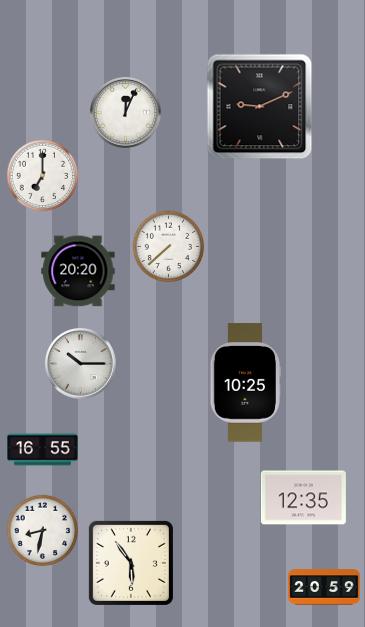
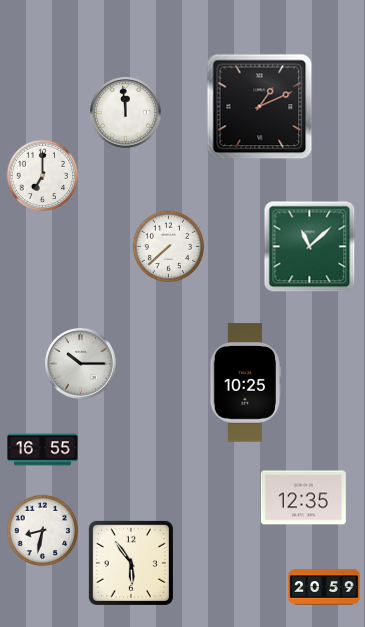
clock at (260, 107): 9:11 -> 1:11
clock at (126, 113): 12:04 -> 11:59
clock at (310, 247): none -> 11:08
clock at (78, 271): 20:20 -> none
